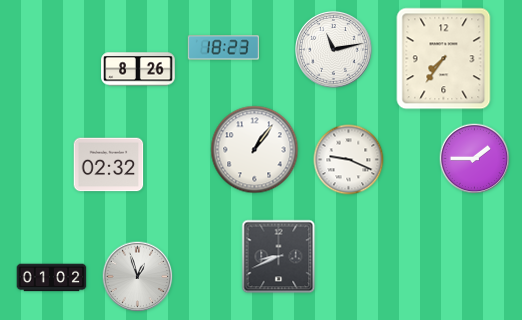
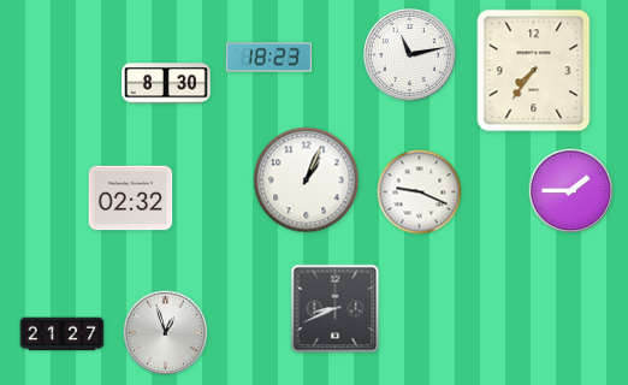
clock at (334, 50) position: (334, 50) -> (410, 55)
clock at (138, 69): 8:26 -> 8:30
clock at (255, 150): 1:06 -> 1:04
clock at (52, 278): 01:02 -> 21:27
